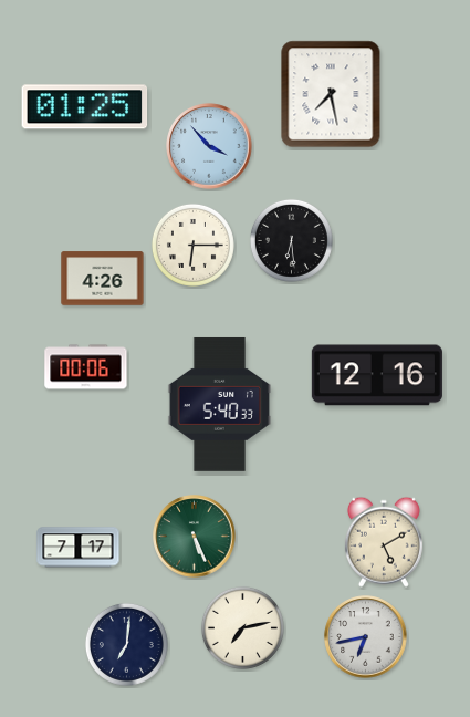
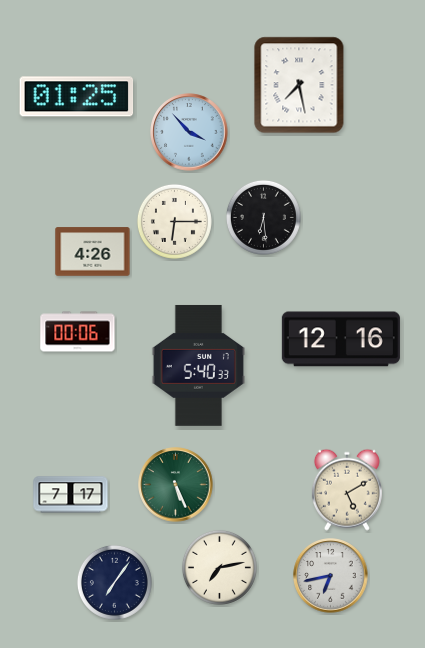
clock at (126, 644): 7:01 -> 7:06
